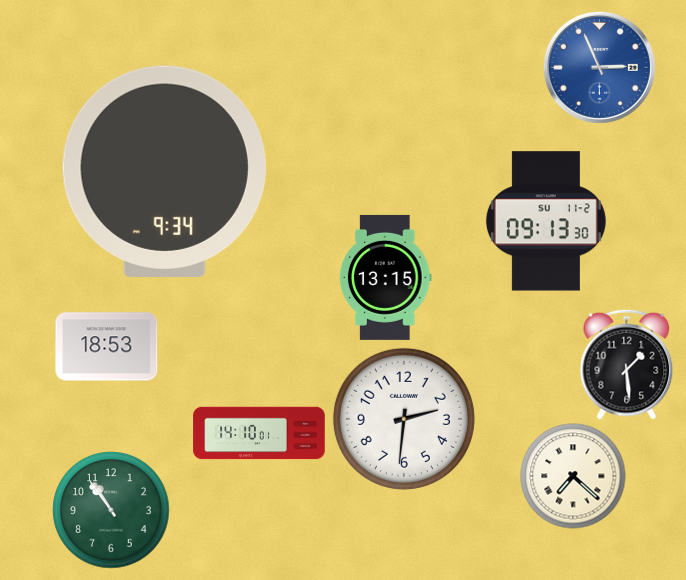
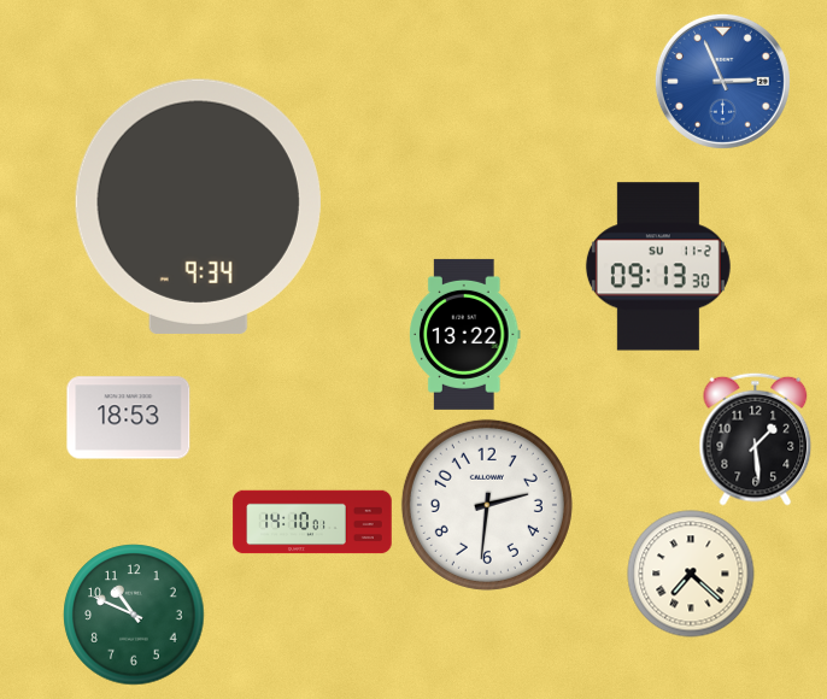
clock at (386, 277): 13:15 -> 13:22
clock at (111, 510): 10:54 -> 10:49
